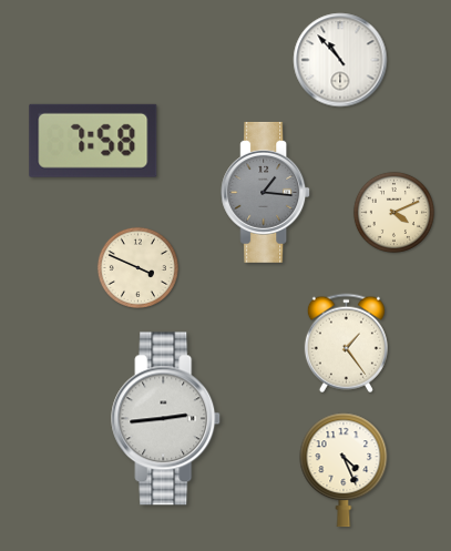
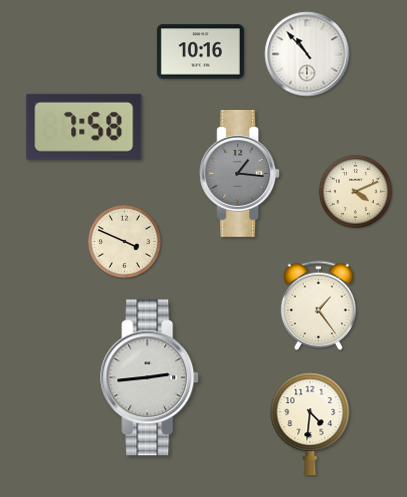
clock at (200, 52): none -> 10:16
clock at (346, 344) position: (346, 344) -> (318, 306)
clock at (344, 470): 4:26 -> 4:31
